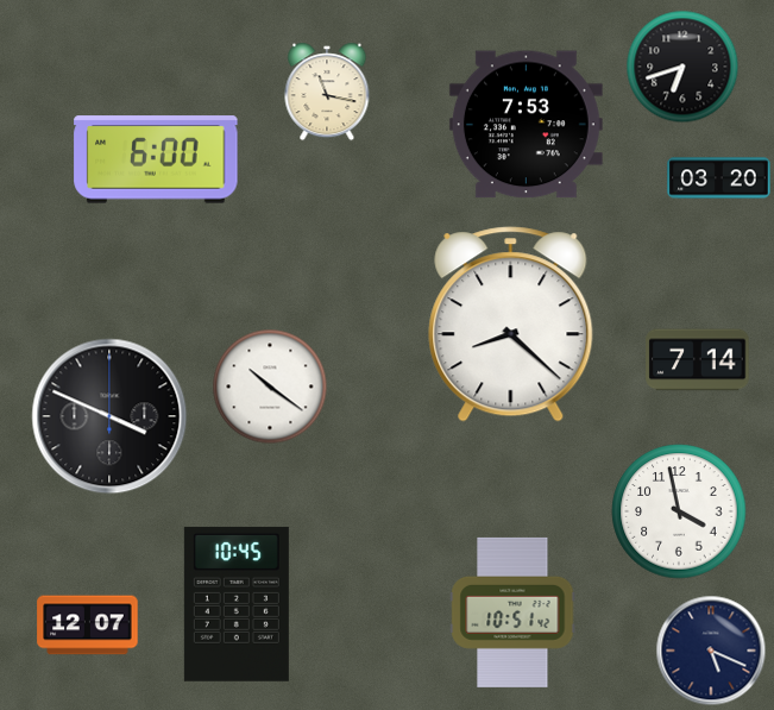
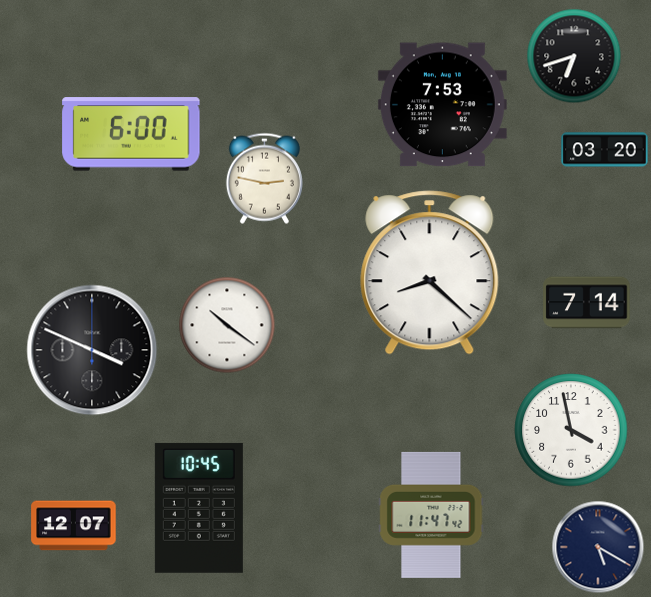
clock at (327, 92): 11:17 -> none
clock at (264, 178): none -> 2:47
clock at (512, 612): 10:51 -> 11:47
clock at (711, 651): 5:19 -> 5:20
